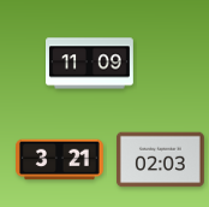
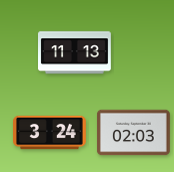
clock at (90, 64): 11:09 -> 11:13
clock at (60, 160): 3:21 -> 3:24
